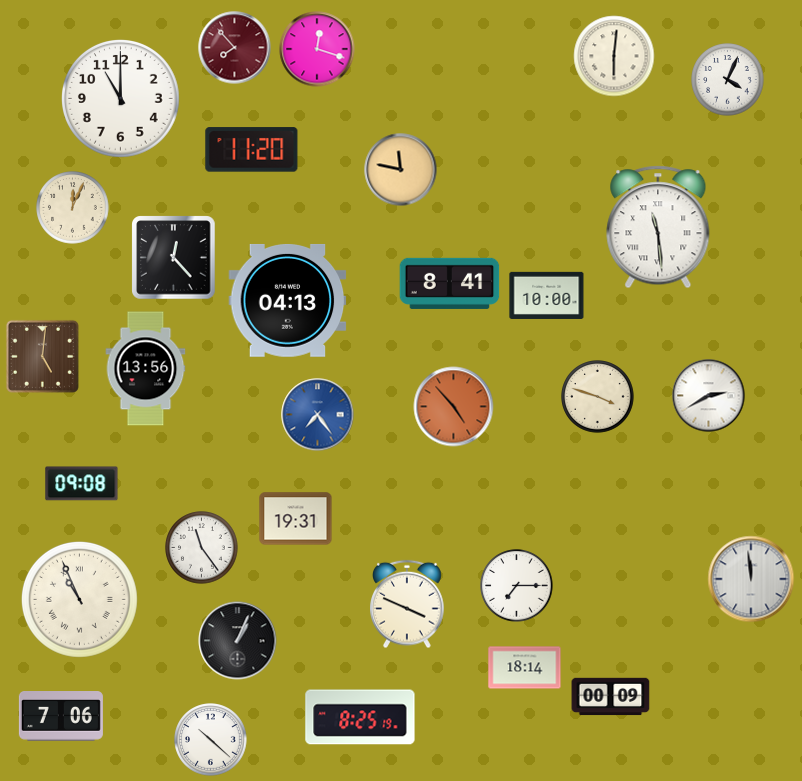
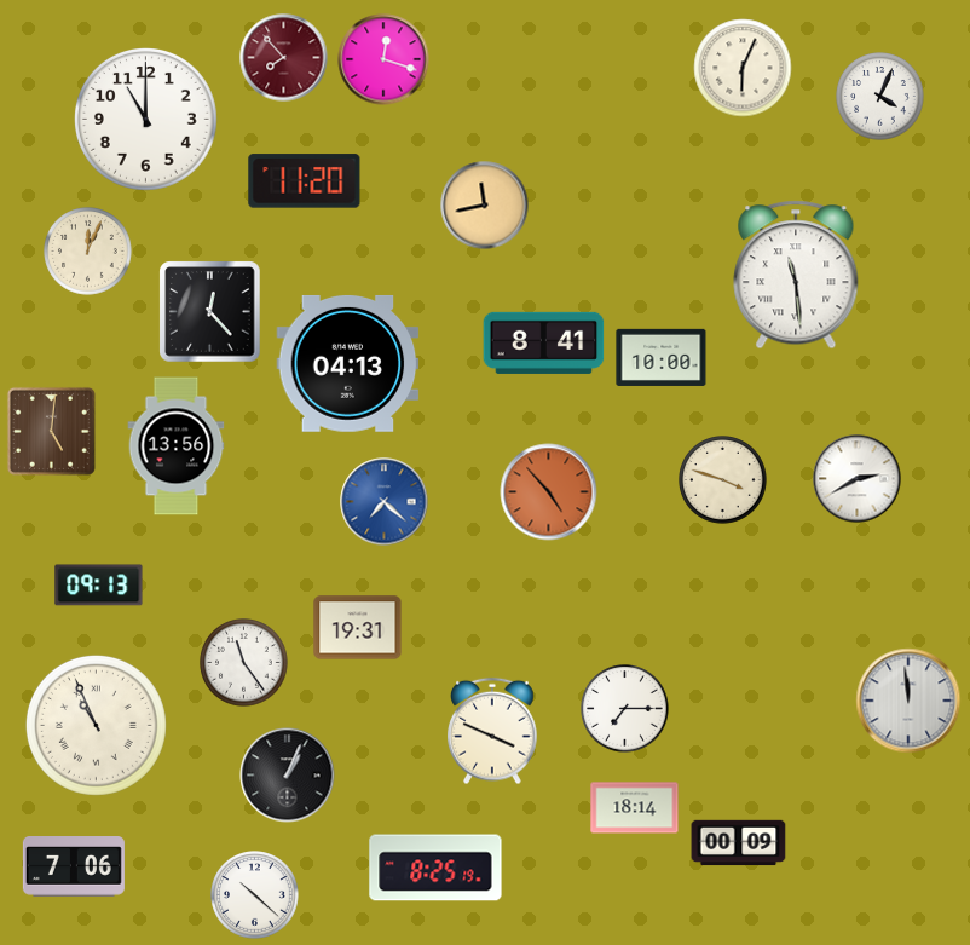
clock at (614, 56): 6:01 -> 6:04
clock at (401, 170): 11:47 -> 11:43
clock at (318, 415): 7:24 -> 7:22
clock at (82, 484): 09:08 -> 09:13
